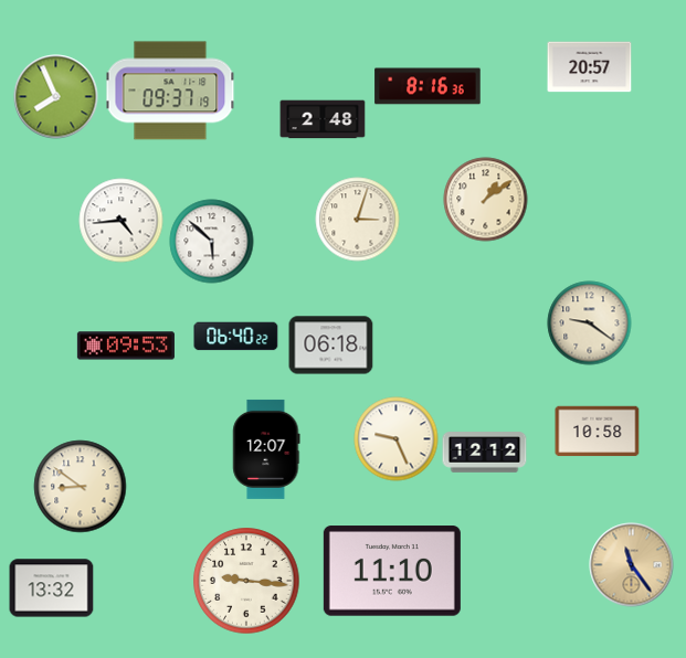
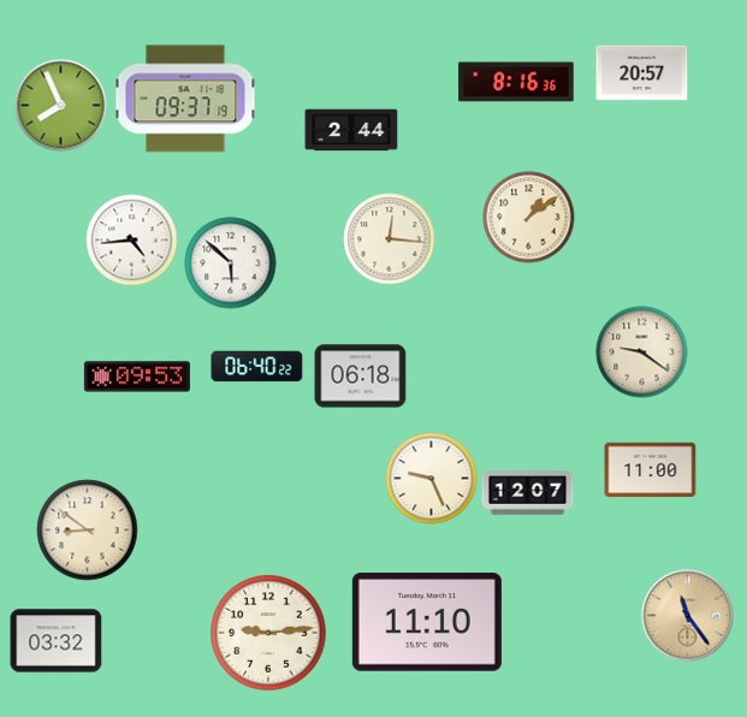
clock at (428, 86) position: (428, 86) -> (516, 82)
clock at (323, 119): 2:48 -> 2:44
clock at (358, 220): 3:03 -> 12:16
clock at (598, 432): 10:58 -> 11:00
clock at (266, 449): 12:07 -> none
clock at (485, 453): 12:12 -> 12:07
clock at (246, 581): 9:16 -> 9:14
clock at (52, 588): 13:32 -> 03:32
